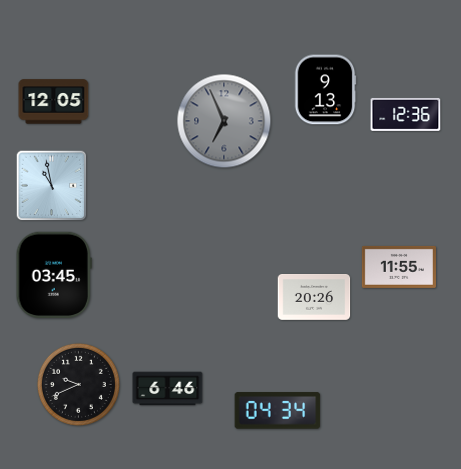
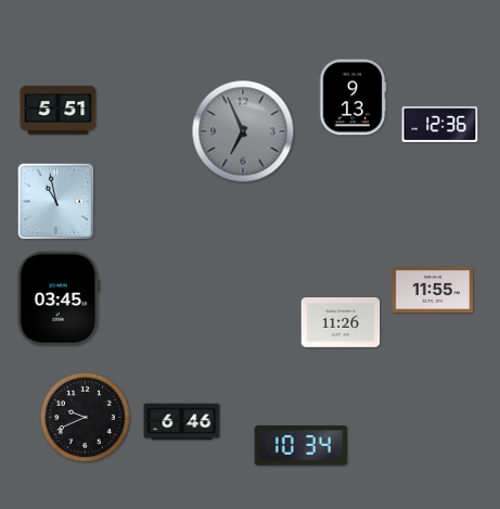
clock at (54, 102): 12:05 -> 5:51
clock at (314, 298): 20:26 -> 11:26
clock at (278, 411): 04:34 -> 10:34
